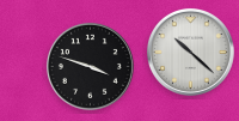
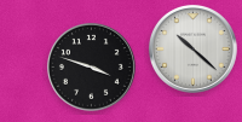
clock at (190, 52) position: (190, 52) -> (192, 48)
